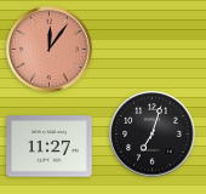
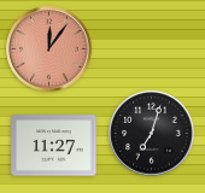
clock at (50, 147) position: (50, 147) -> (54, 146)
